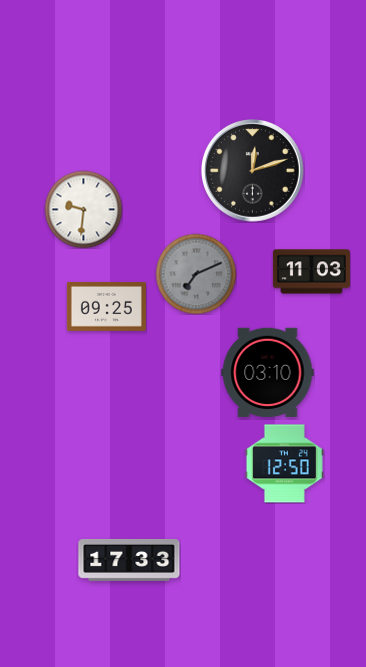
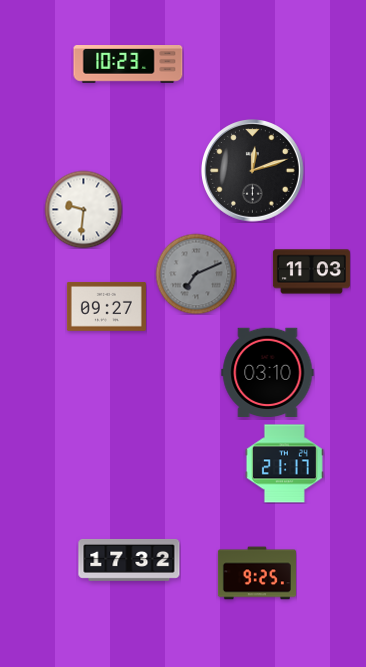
clock at (128, 65): none -> 10:23
clock at (106, 306): 09:25 -> 09:27
clock at (284, 464): 12:50 -> 21:17
clock at (129, 560): 17:33 -> 17:32
clock at (257, 573): none -> 9:25
